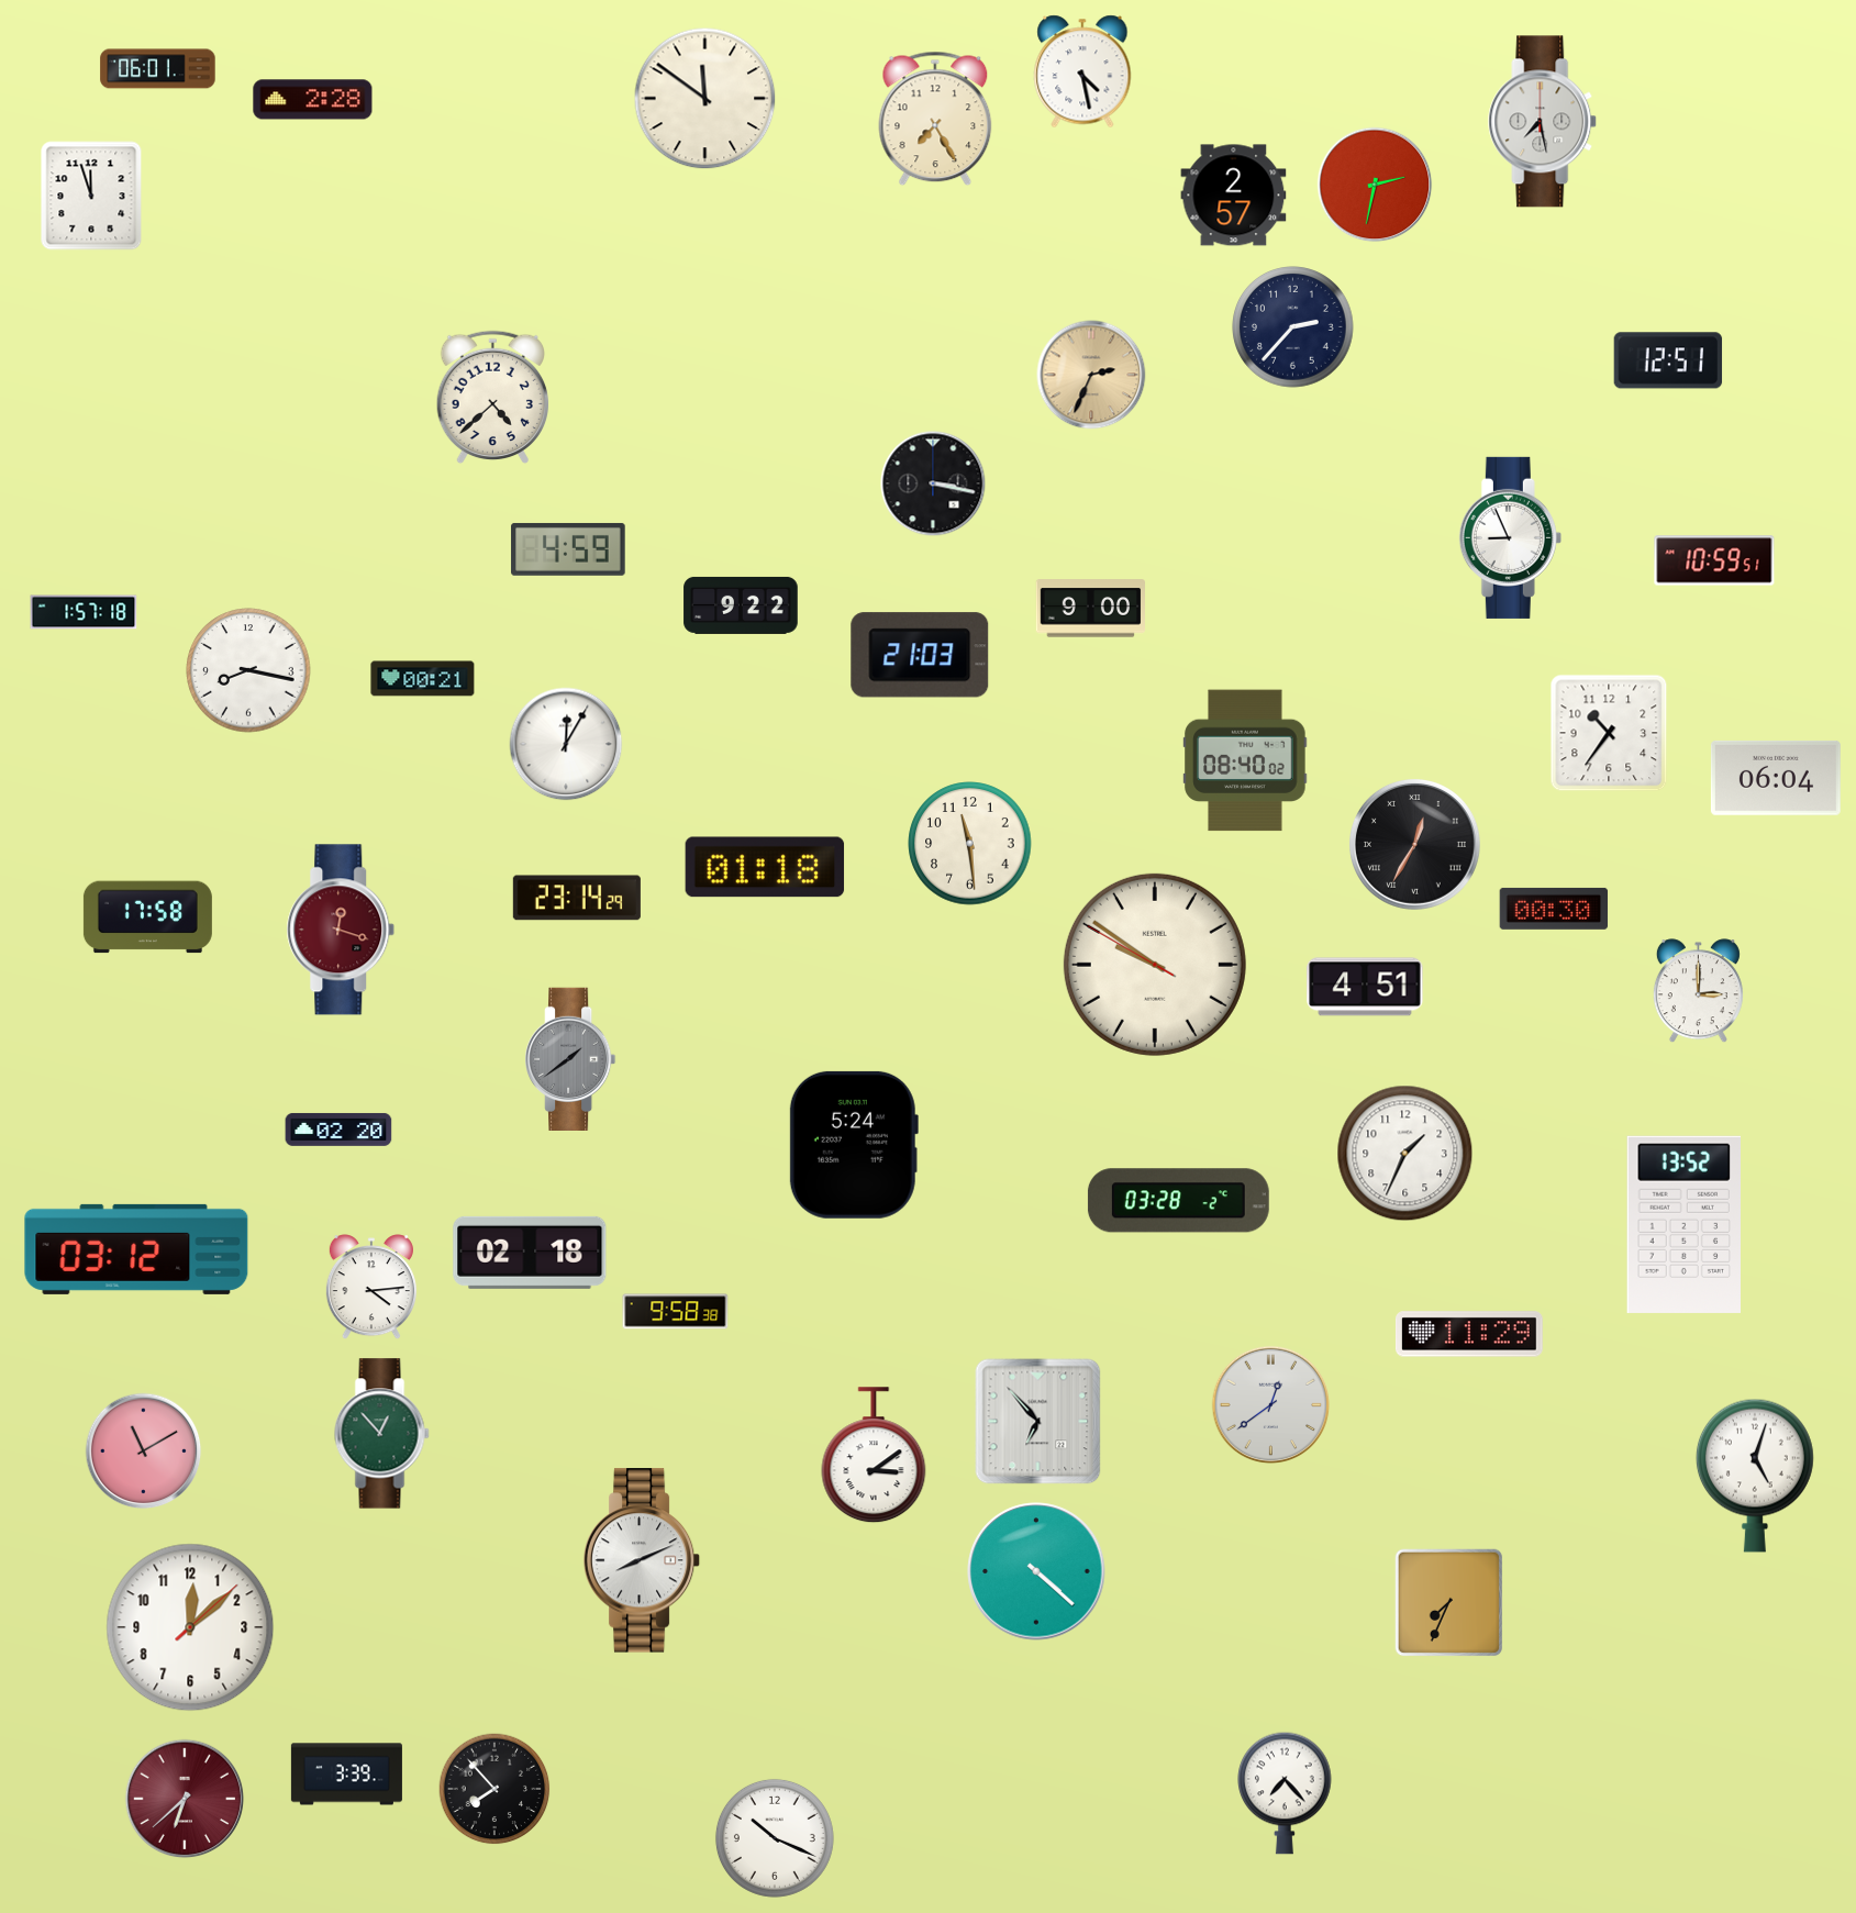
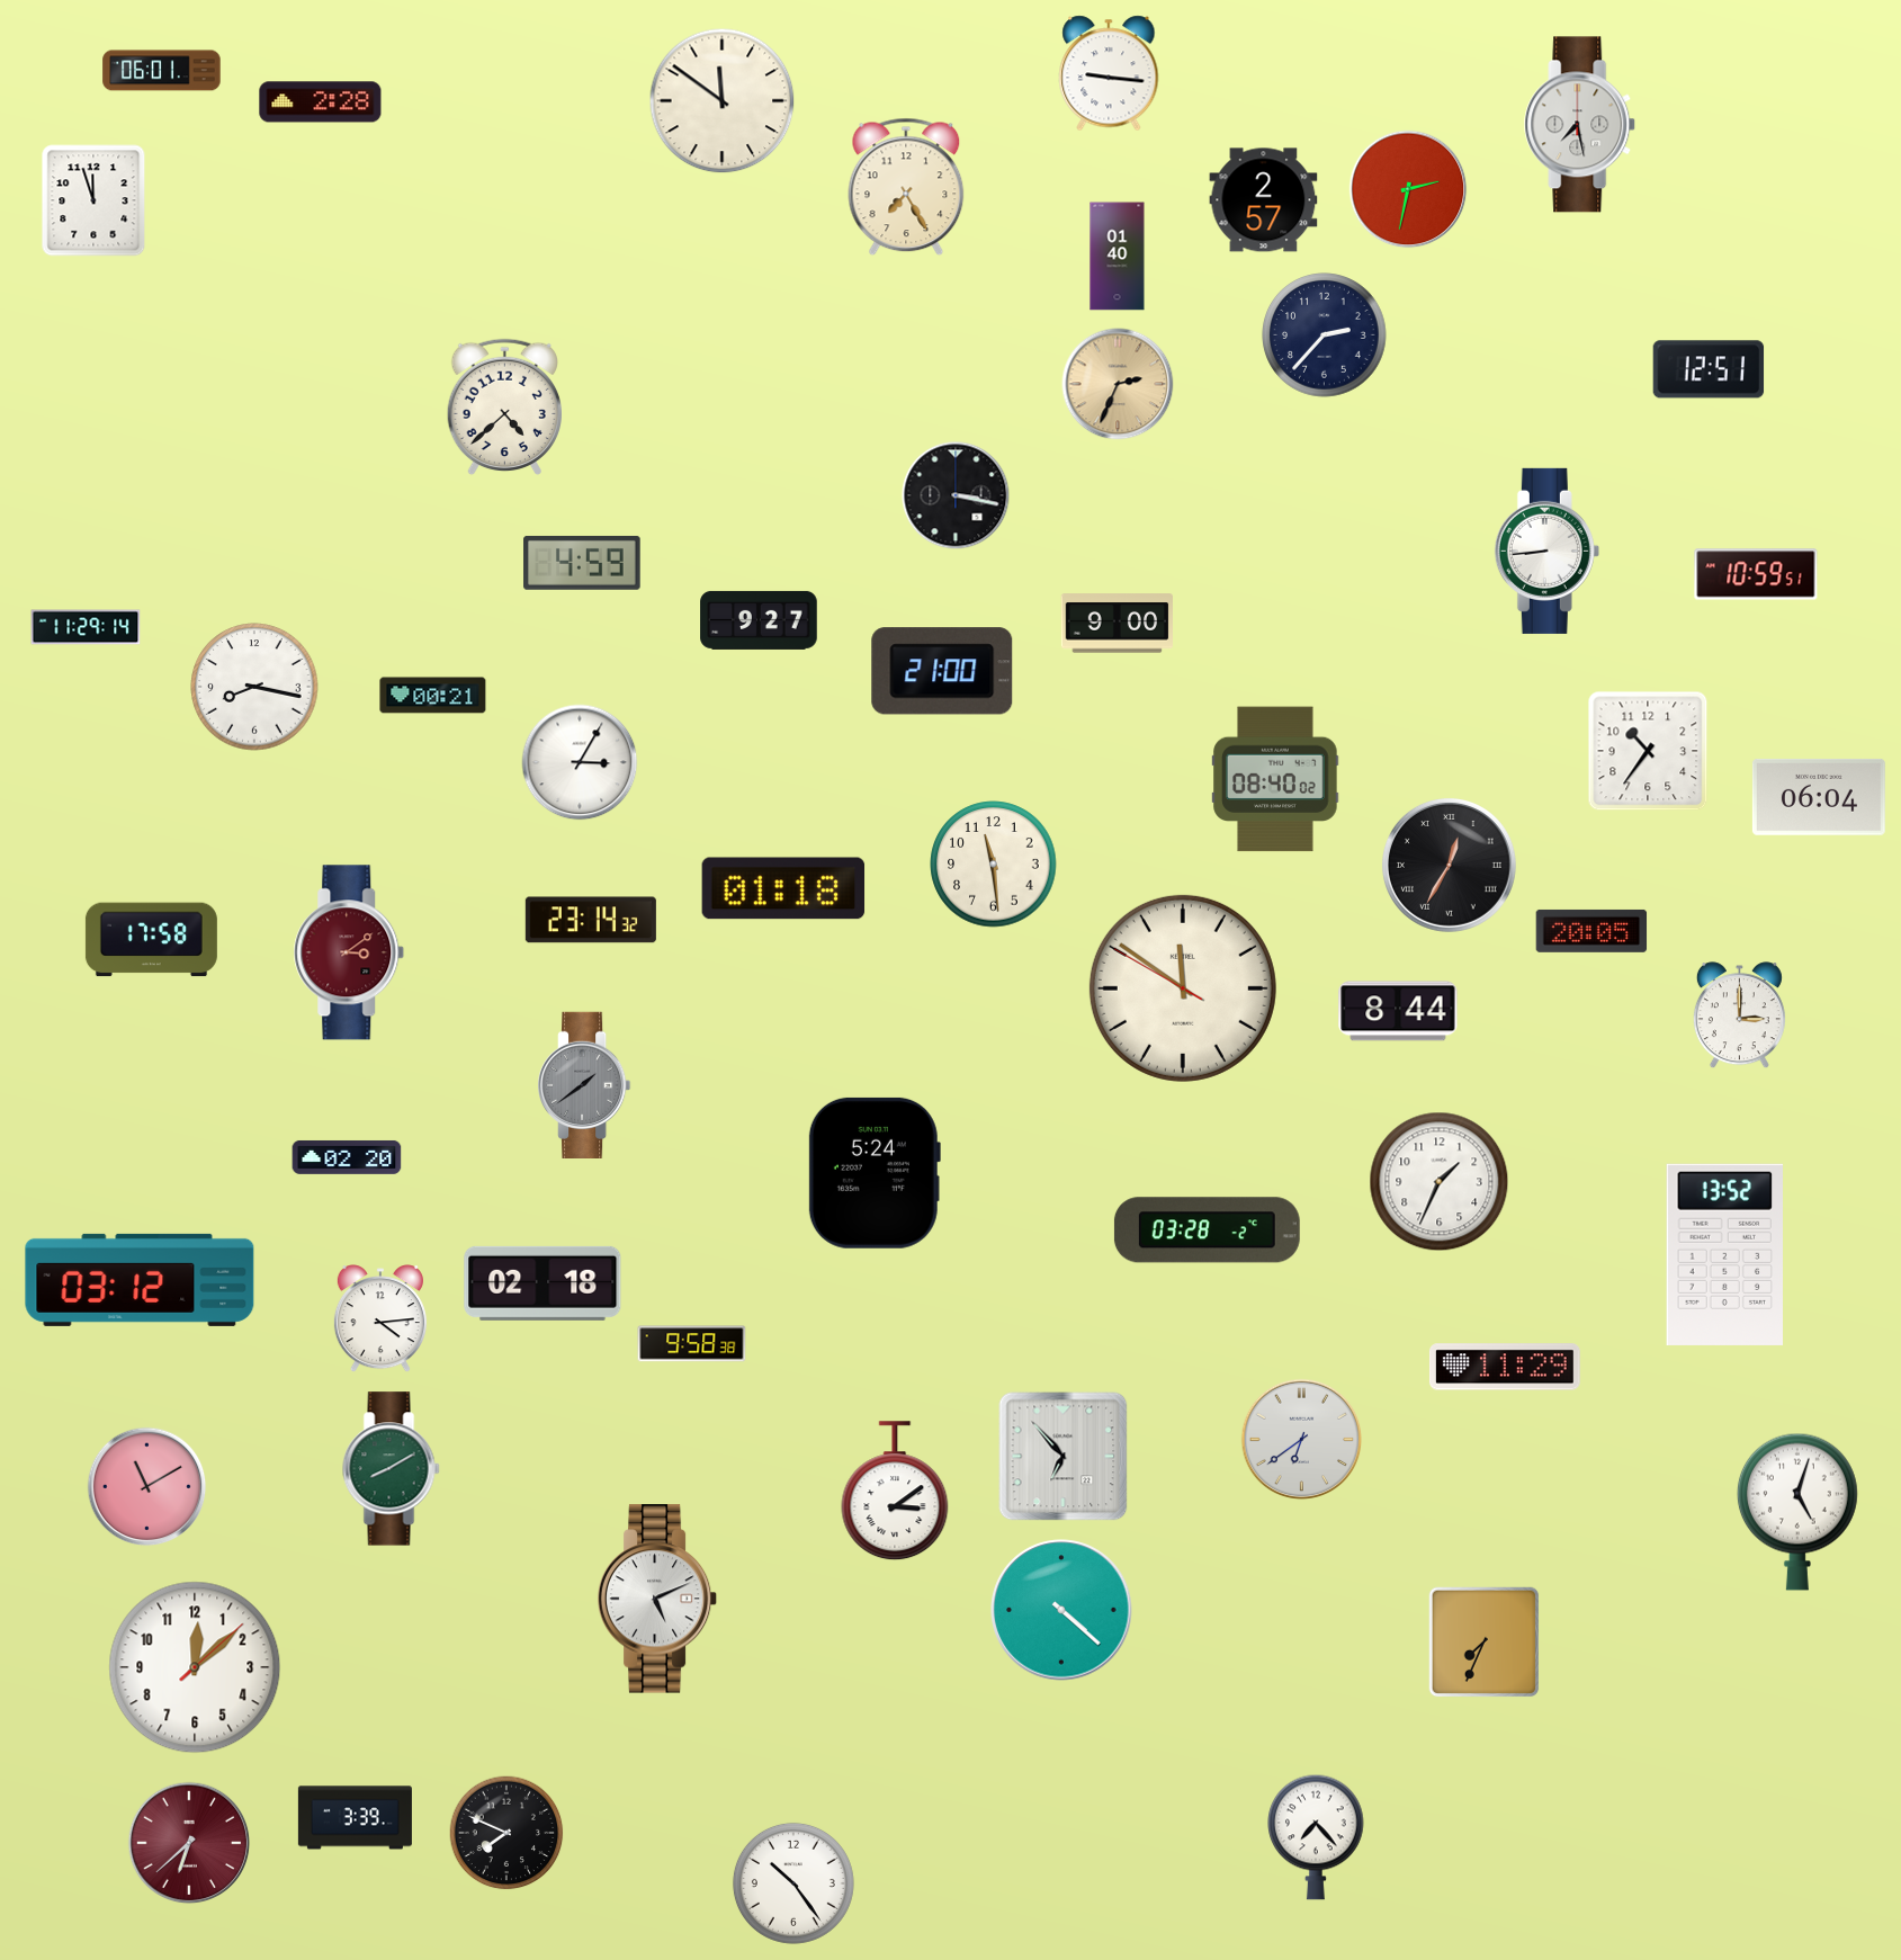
clock at (1082, 71): 4:28 -> 9:16
clock at (935, 119) position: (935, 119) -> (906, 187)
clock at (1118, 257): none -> 01:40
clock at (1510, 537): 8:56 -> 8:44
clock at (741, 605): 9:22 -> 9:27
clock at (84, 612): 1:57 -> 11:29
clock at (920, 655): 21:03 -> 21:00
clock at (566, 744): 12:05 -> 3:05
clock at (577, 898): 23:14:29 -> 23:14:32
clock at (1554, 909): 00:30 -> 20:05
clock at (341, 930): 12:18 -> 3:09
clock at (1155, 965): 9:50 -> 11:50
clock at (1365, 987): 4:51 -> 8:44
clock at (1271, 1405): 12:39 -> 6:39
clock at (382, 1434): 12:53 -> 8:10
clock at (642, 1560): 8:11 -> 5:11
clock at (494, 1789): 7:53 -> 7:49
clock at (775, 1838): 10:19 -> 10:24
